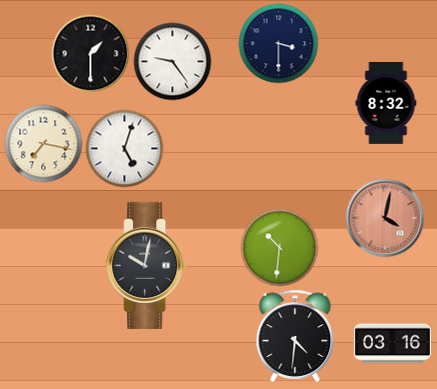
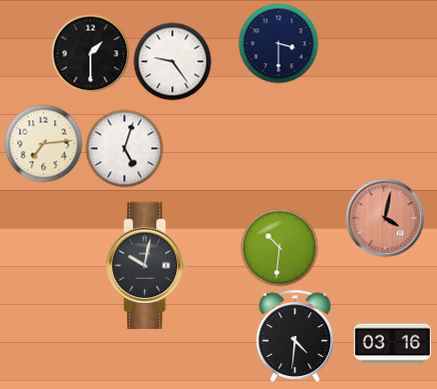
clock at (386, 104): 8:32 -> none
clock at (43, 143): 7:17 -> 7:14
